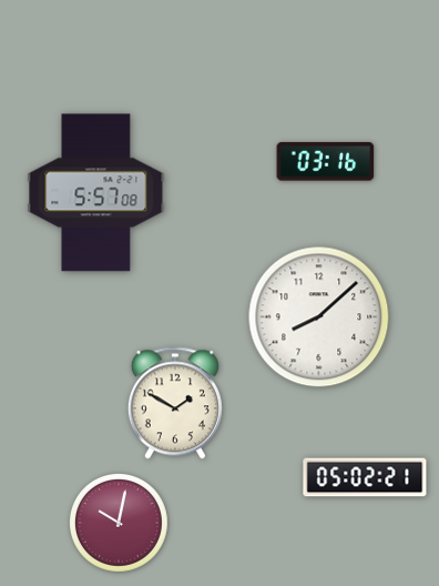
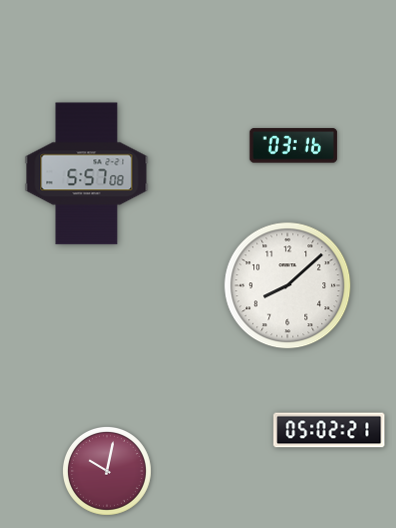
clock at (175, 403): 1:50 -> none
